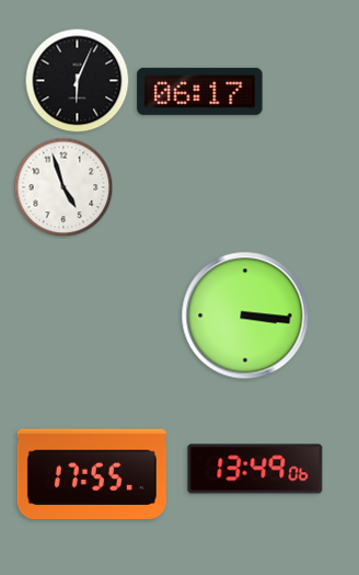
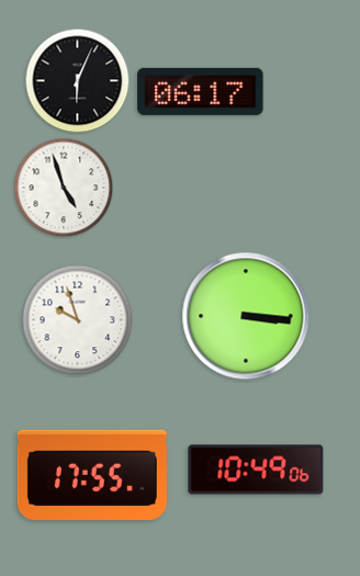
clock at (78, 320): none -> 9:57
clock at (255, 469): 13:49 -> 10:49
